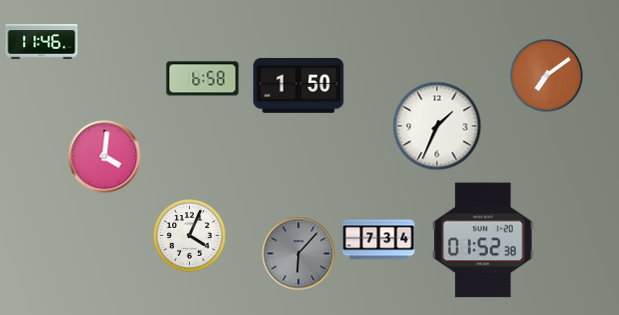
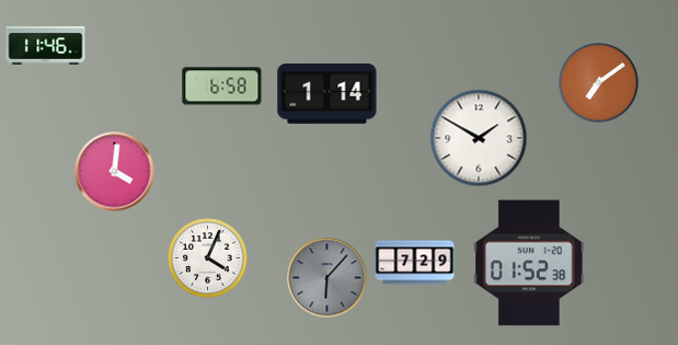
clock at (299, 85): 1:50 -> 1:14
clock at (437, 126): 1:34 -> 1:50
clock at (379, 240): 7:34 -> 7:29
